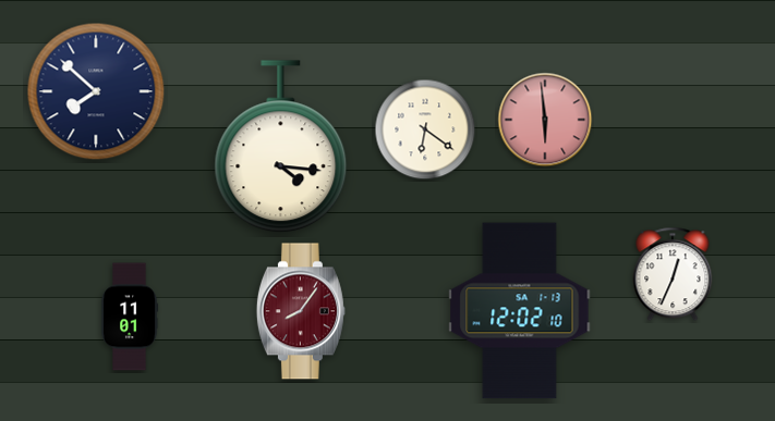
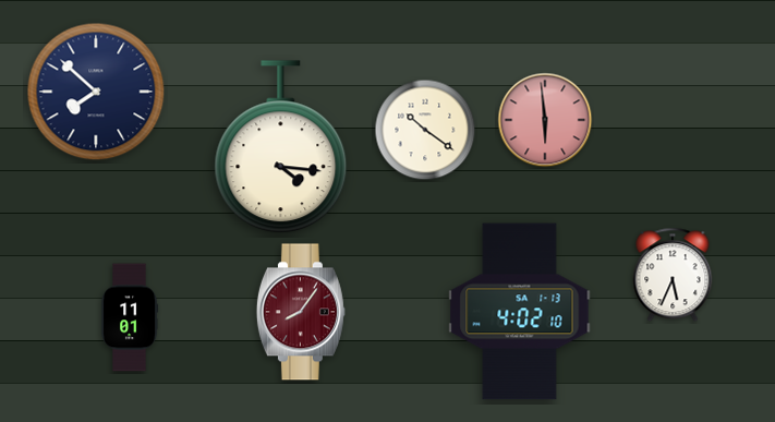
clock at (425, 129): 6:21 -> 10:21
clock at (673, 274): 12:34 -> 5:34
clock at (520, 311): 12:02 -> 4:02
